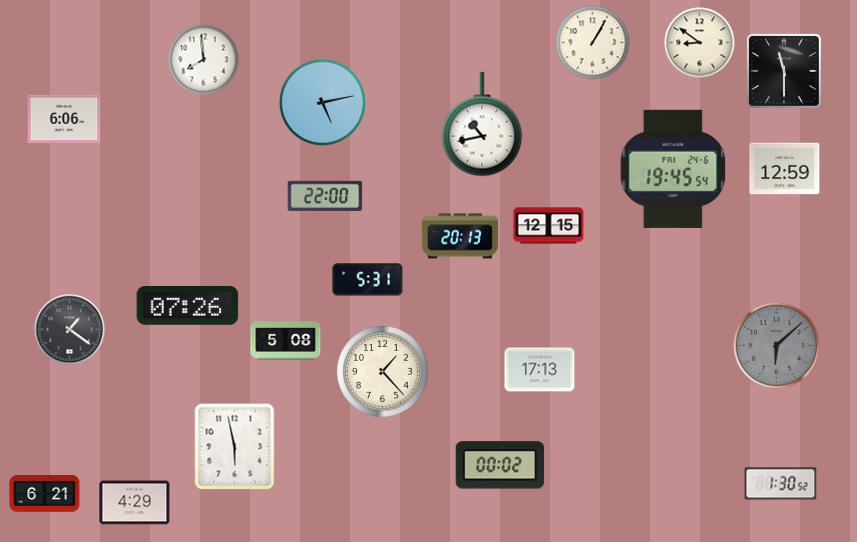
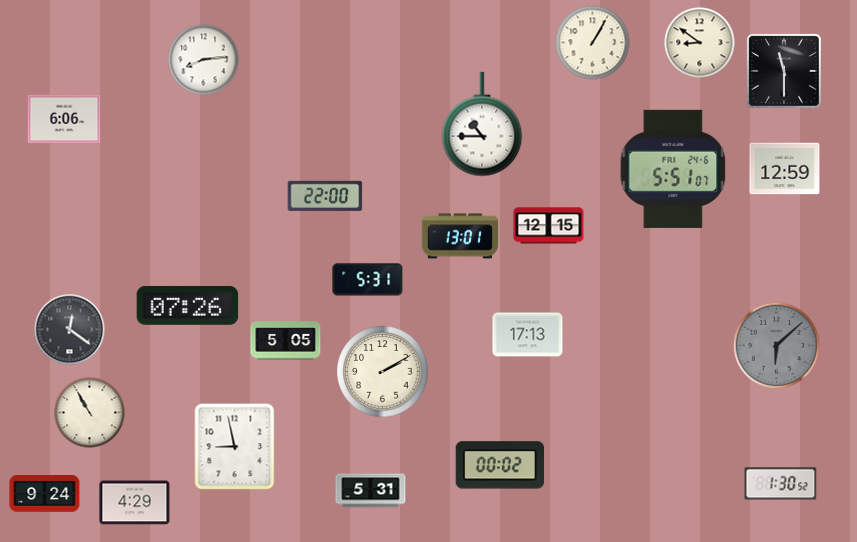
clock at (204, 60): 7:59 -> 8:14
clock at (322, 102): 5:13 -> none
clock at (482, 124): 10:43 -> 10:45
clock at (673, 169): 19:45 -> 5:51
clock at (460, 236): 20:13 -> 13:01
clock at (70, 330): 1:21 -> 12:21
clock at (286, 341): 5:08 -> 5:05
clock at (540, 370) position: (540, 370) -> (528, 335)
clock at (383, 372): 1:23 -> 2:10
clock at (90, 413): none -> 10:55
clock at (235, 447): 5:58 -> 8:58
clock at (371, 491): none -> 5:31
clock at (45, 494): 6:21 -> 9:24
